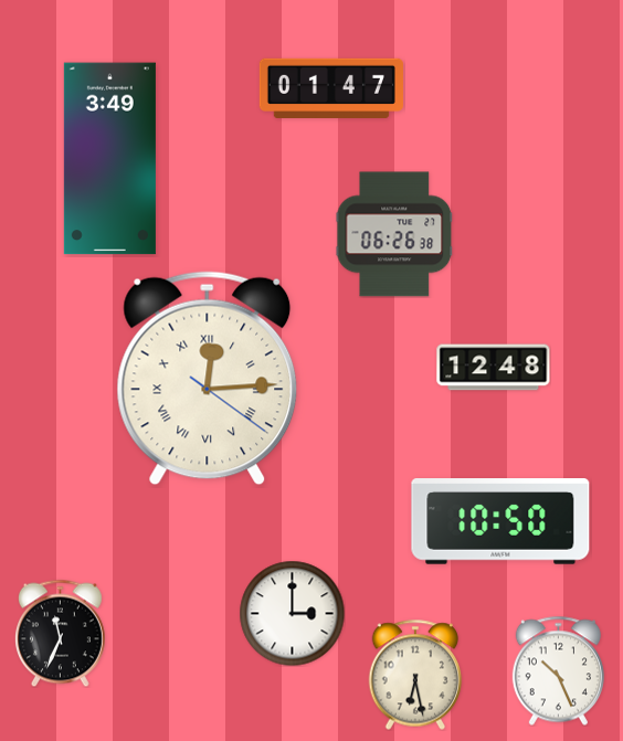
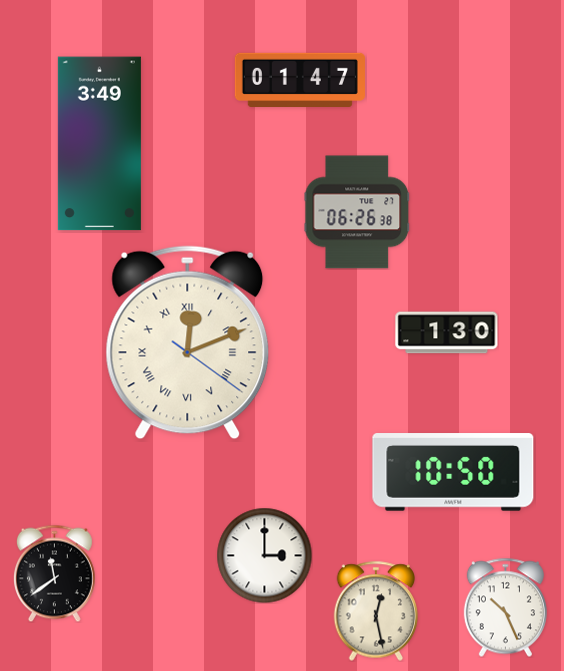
clock at (494, 368): 12:48 -> 1:30
clock at (208, 379): 12:14 -> 12:11
clock at (60, 633): 11:34 -> 11:39
clock at (415, 675): 6:28 -> 12:28
